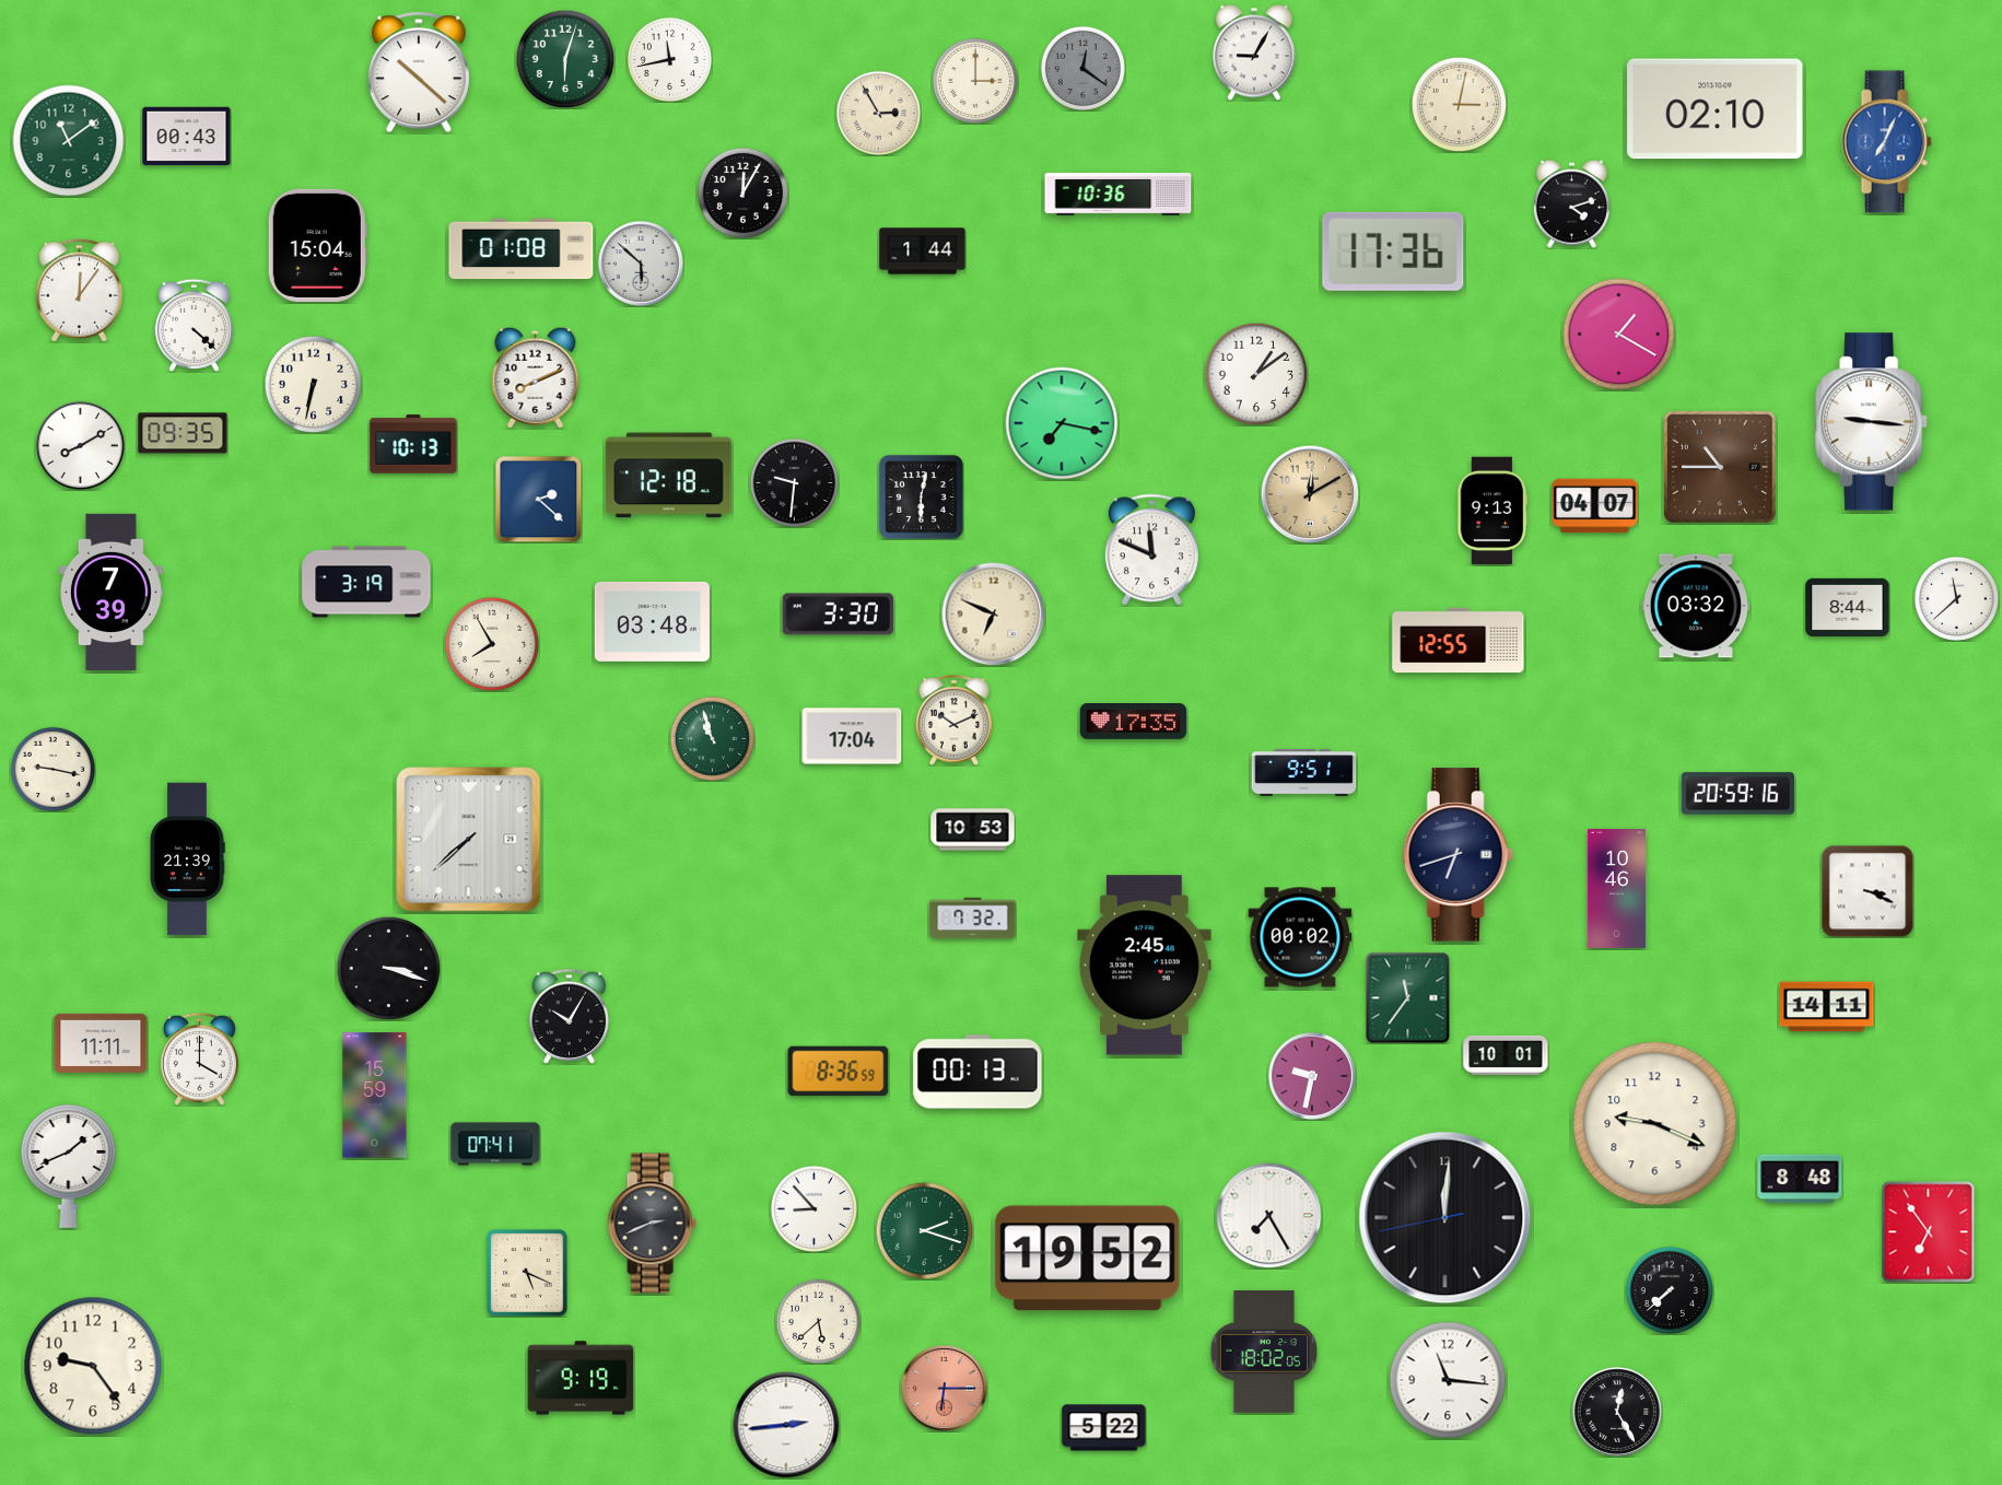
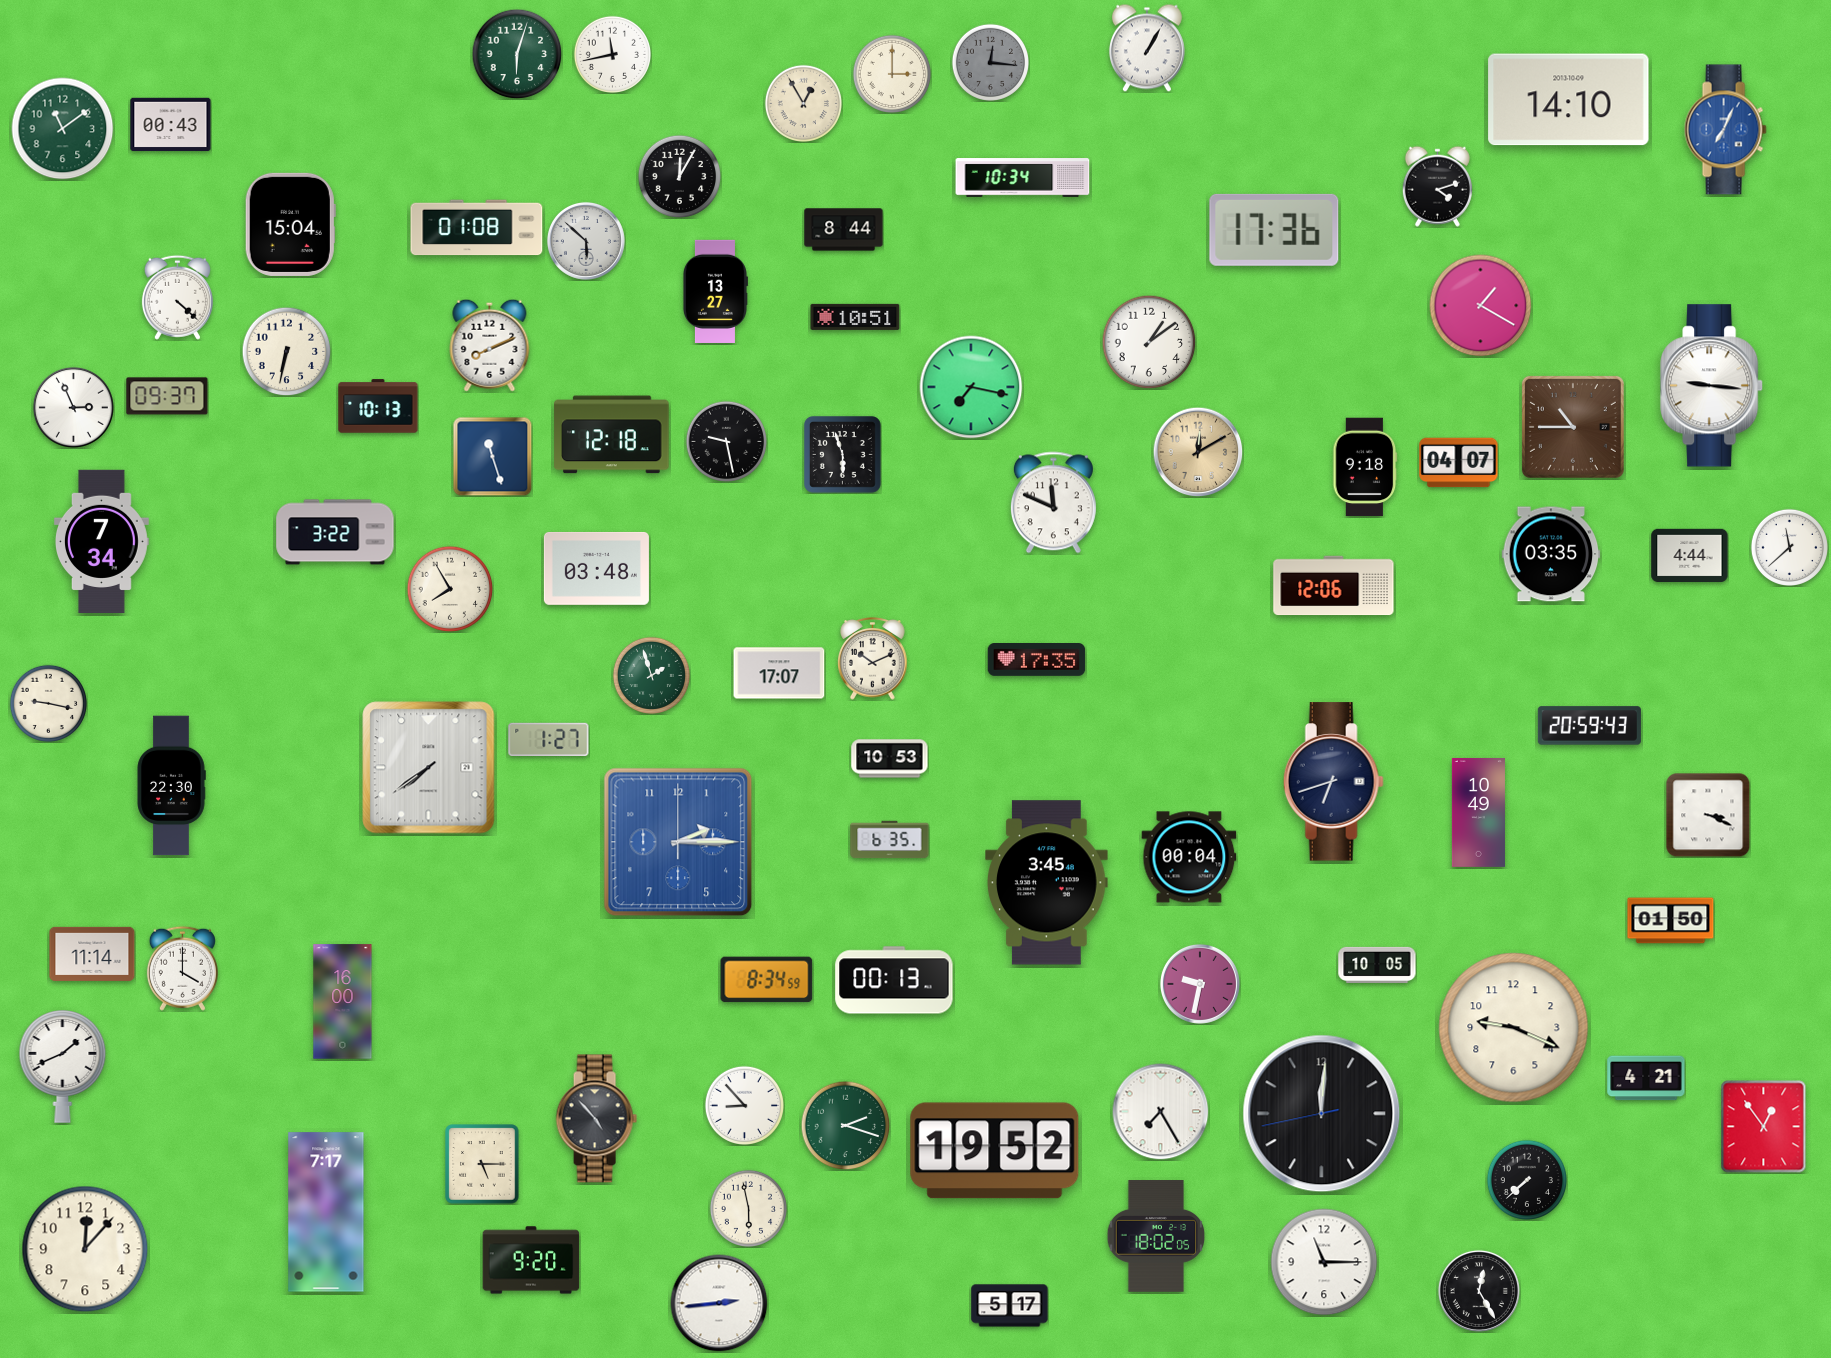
clock at (1254, 52): 9:05 -> 1:05
clock at (1082, 68): 12:21 -> 12:16
clock at (419, 72): 10:22 -> none
clock at (1459, 104): 3:02 -> none
clock at (1716, 109): 02:10 -> 14:10
clock at (878, 113): 2:55 -> 12:55
clock at (1119, 195): 10:36 -> 10:34
clock at (923, 252): 1:44 -> 8:44
clock at (79, 291): 12:06 -> none
clock at (715, 291): none -> 13:27
clock at (855, 317): none -> 10:51
clock at (183, 433): 09:35 -> 09:37
clock at (80, 445): 8:10 -> 2:56
clock at (794, 482): 9:31 -> 9:28
clock at (921, 496): 6:02 -> 5:57
clock at (538, 499): 2:22 -> 11:27
clock at (1492, 511): 9:13 -> 9:18
clock at (366, 582): 3:19 -> 3:22
clock at (110, 593): 7:39 -> 7:34
clock at (1696, 606): 03:32 -> 03:35
clock at (1848, 607): 8:44 -> 4:44
clock at (993, 613): 6:49 -> none
clock at (838, 615): 3:30 -> none
clock at (1459, 641): 12:55 -> 12:06
clock at (852, 736): 17:04 -> 17:07
clock at (712, 738): 10:57 -> 1:57
clock at (1304, 773): 9:51 -> none
clock at (1737, 794): 20:59:16 -> 20:59:43
clock at (549, 739): none -> 1:27
clock at (469, 840): 7:38 -> 7:39
clock at (187, 860): 21:39 -> 22:30
clock at (1616, 888): 10:46 -> 10:49
clock at (973, 919): 7:32 -> 6:35
clock at (678, 842): none -> 2:15
clock at (1300, 937): 00:02 -> 00:04
clock at (1145, 966): 2:45 -> 3:45
clock at (388, 968): 3:18 -> none
clock at (1408, 997): 11:36 -> none
clock at (1827, 1007): 14:11 -> 01:50
clock at (570, 1016): 10:05 -> none
clock at (101, 1043): 11:11 -> 11:14
clock at (1506, 1055): 10:01 -> 10:05
clock at (839, 1072): 8:36 -> 8:34
clock at (375, 1096): 15:59 -> 16:00
clock at (495, 1144): 07:41 -> none
clock at (1800, 1179): 8:48 -> 4:21
clock at (652, 1224): 2:41 -> 4:53
clock at (1929, 1232): 6:54 -> 12:54
clock at (527, 1273): 5:19 -> 5:15
clock at (818, 1321): 5:38 -> 5:58
clock at (326, 1212): none -> 7:17
clock at (93, 1366): 9:24 -> 12:07
clock at (581, 1378): 9:19 -> 9:20
clock at (1448, 1380): 11:16 -> 11:15
clock at (944, 1388): 6:15 -> none
clock at (1104, 1428): 5:22 -> 5:17
